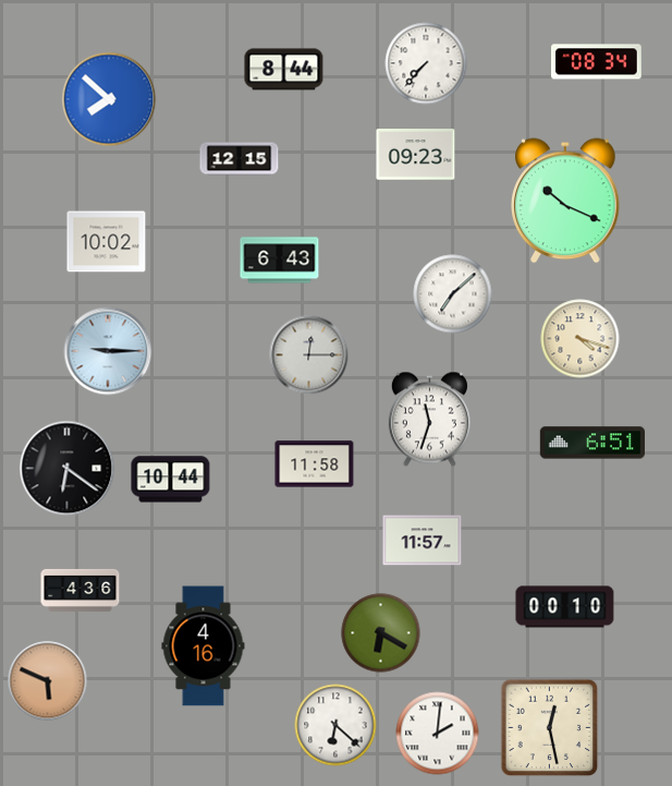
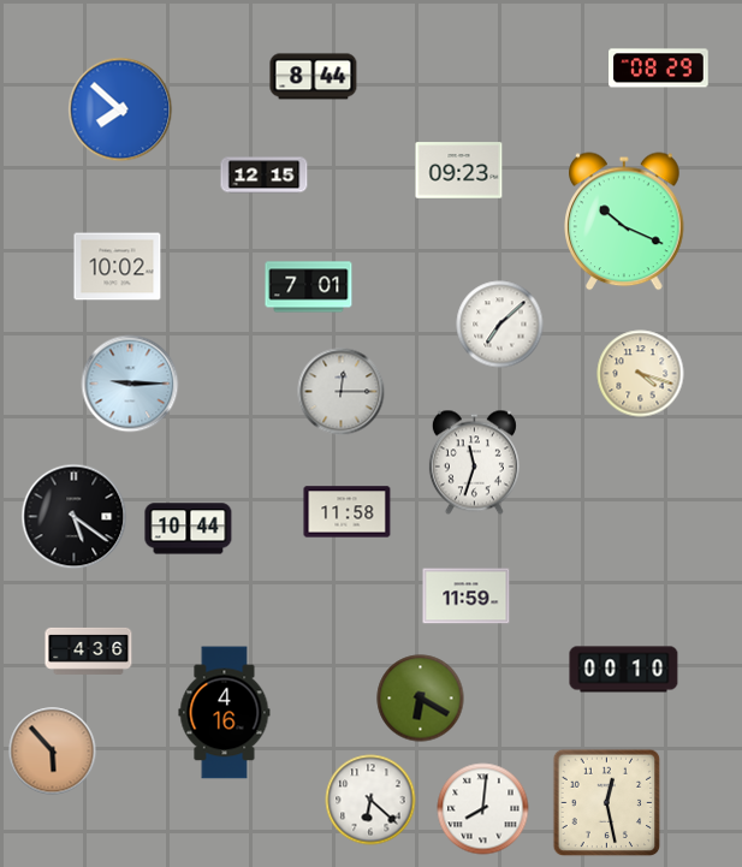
clock at (597, 62): 08:34 -> 08:29
clock at (426, 63): 7:37 -> none
clock at (280, 261): 6:43 -> 7:01
clock at (108, 351) position: (108, 351) -> (130, 384)
clock at (591, 443): 6:51 -> none
clock at (68, 469): 6:21 -> 5:21
clock at (423, 541): 11:57 -> 11:59
clock at (48, 681): 5:49 -> 5:53
clock at (438, 734): 2:01 -> 8:01
